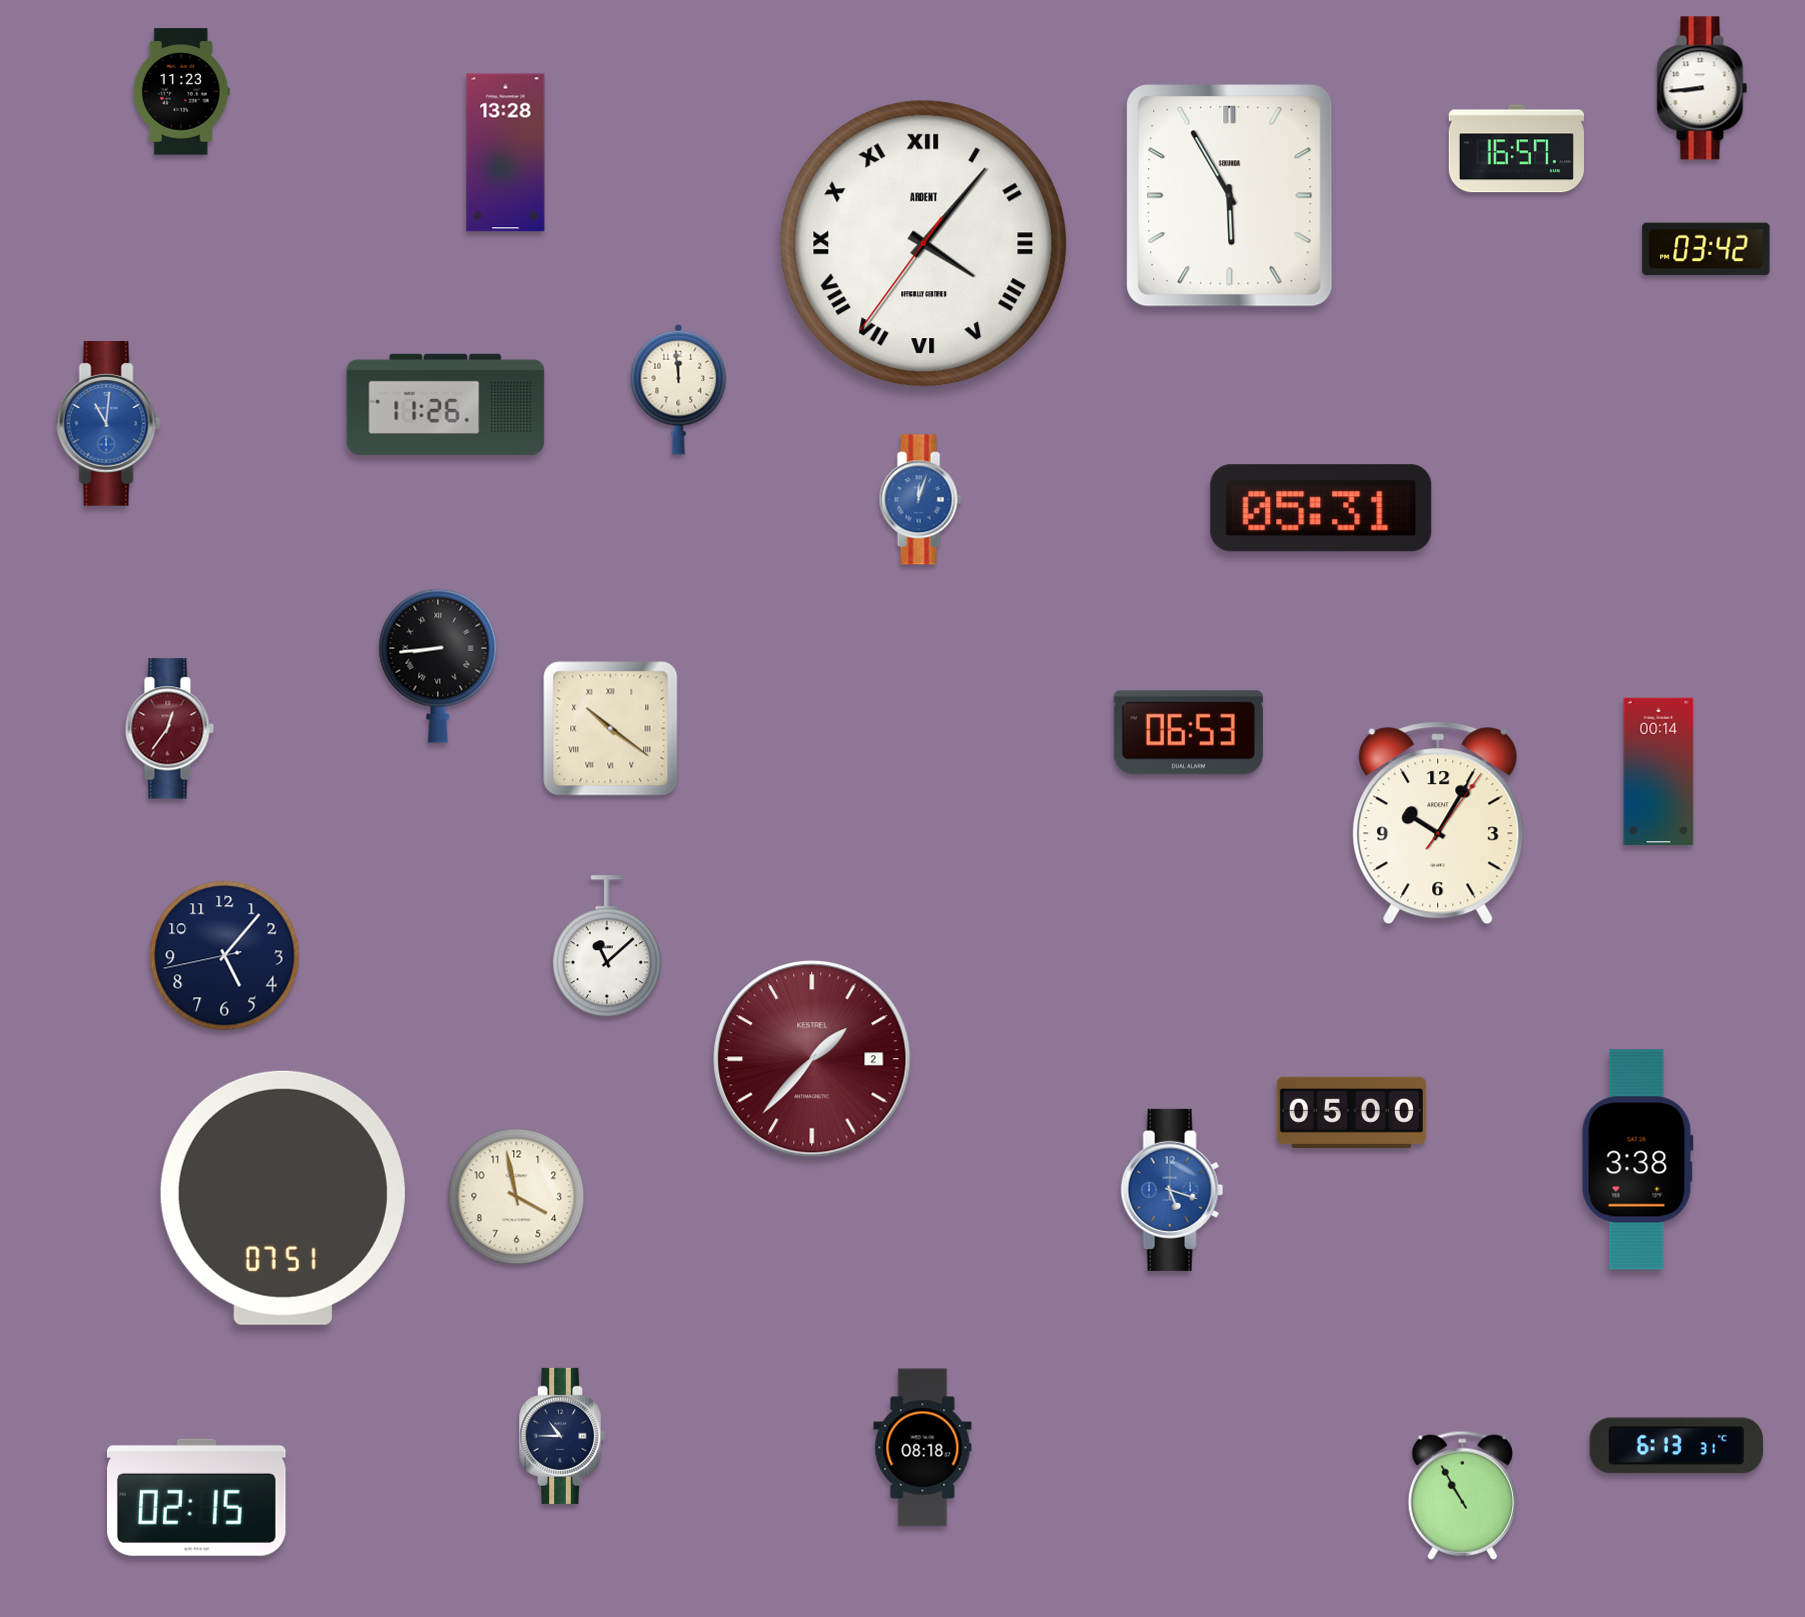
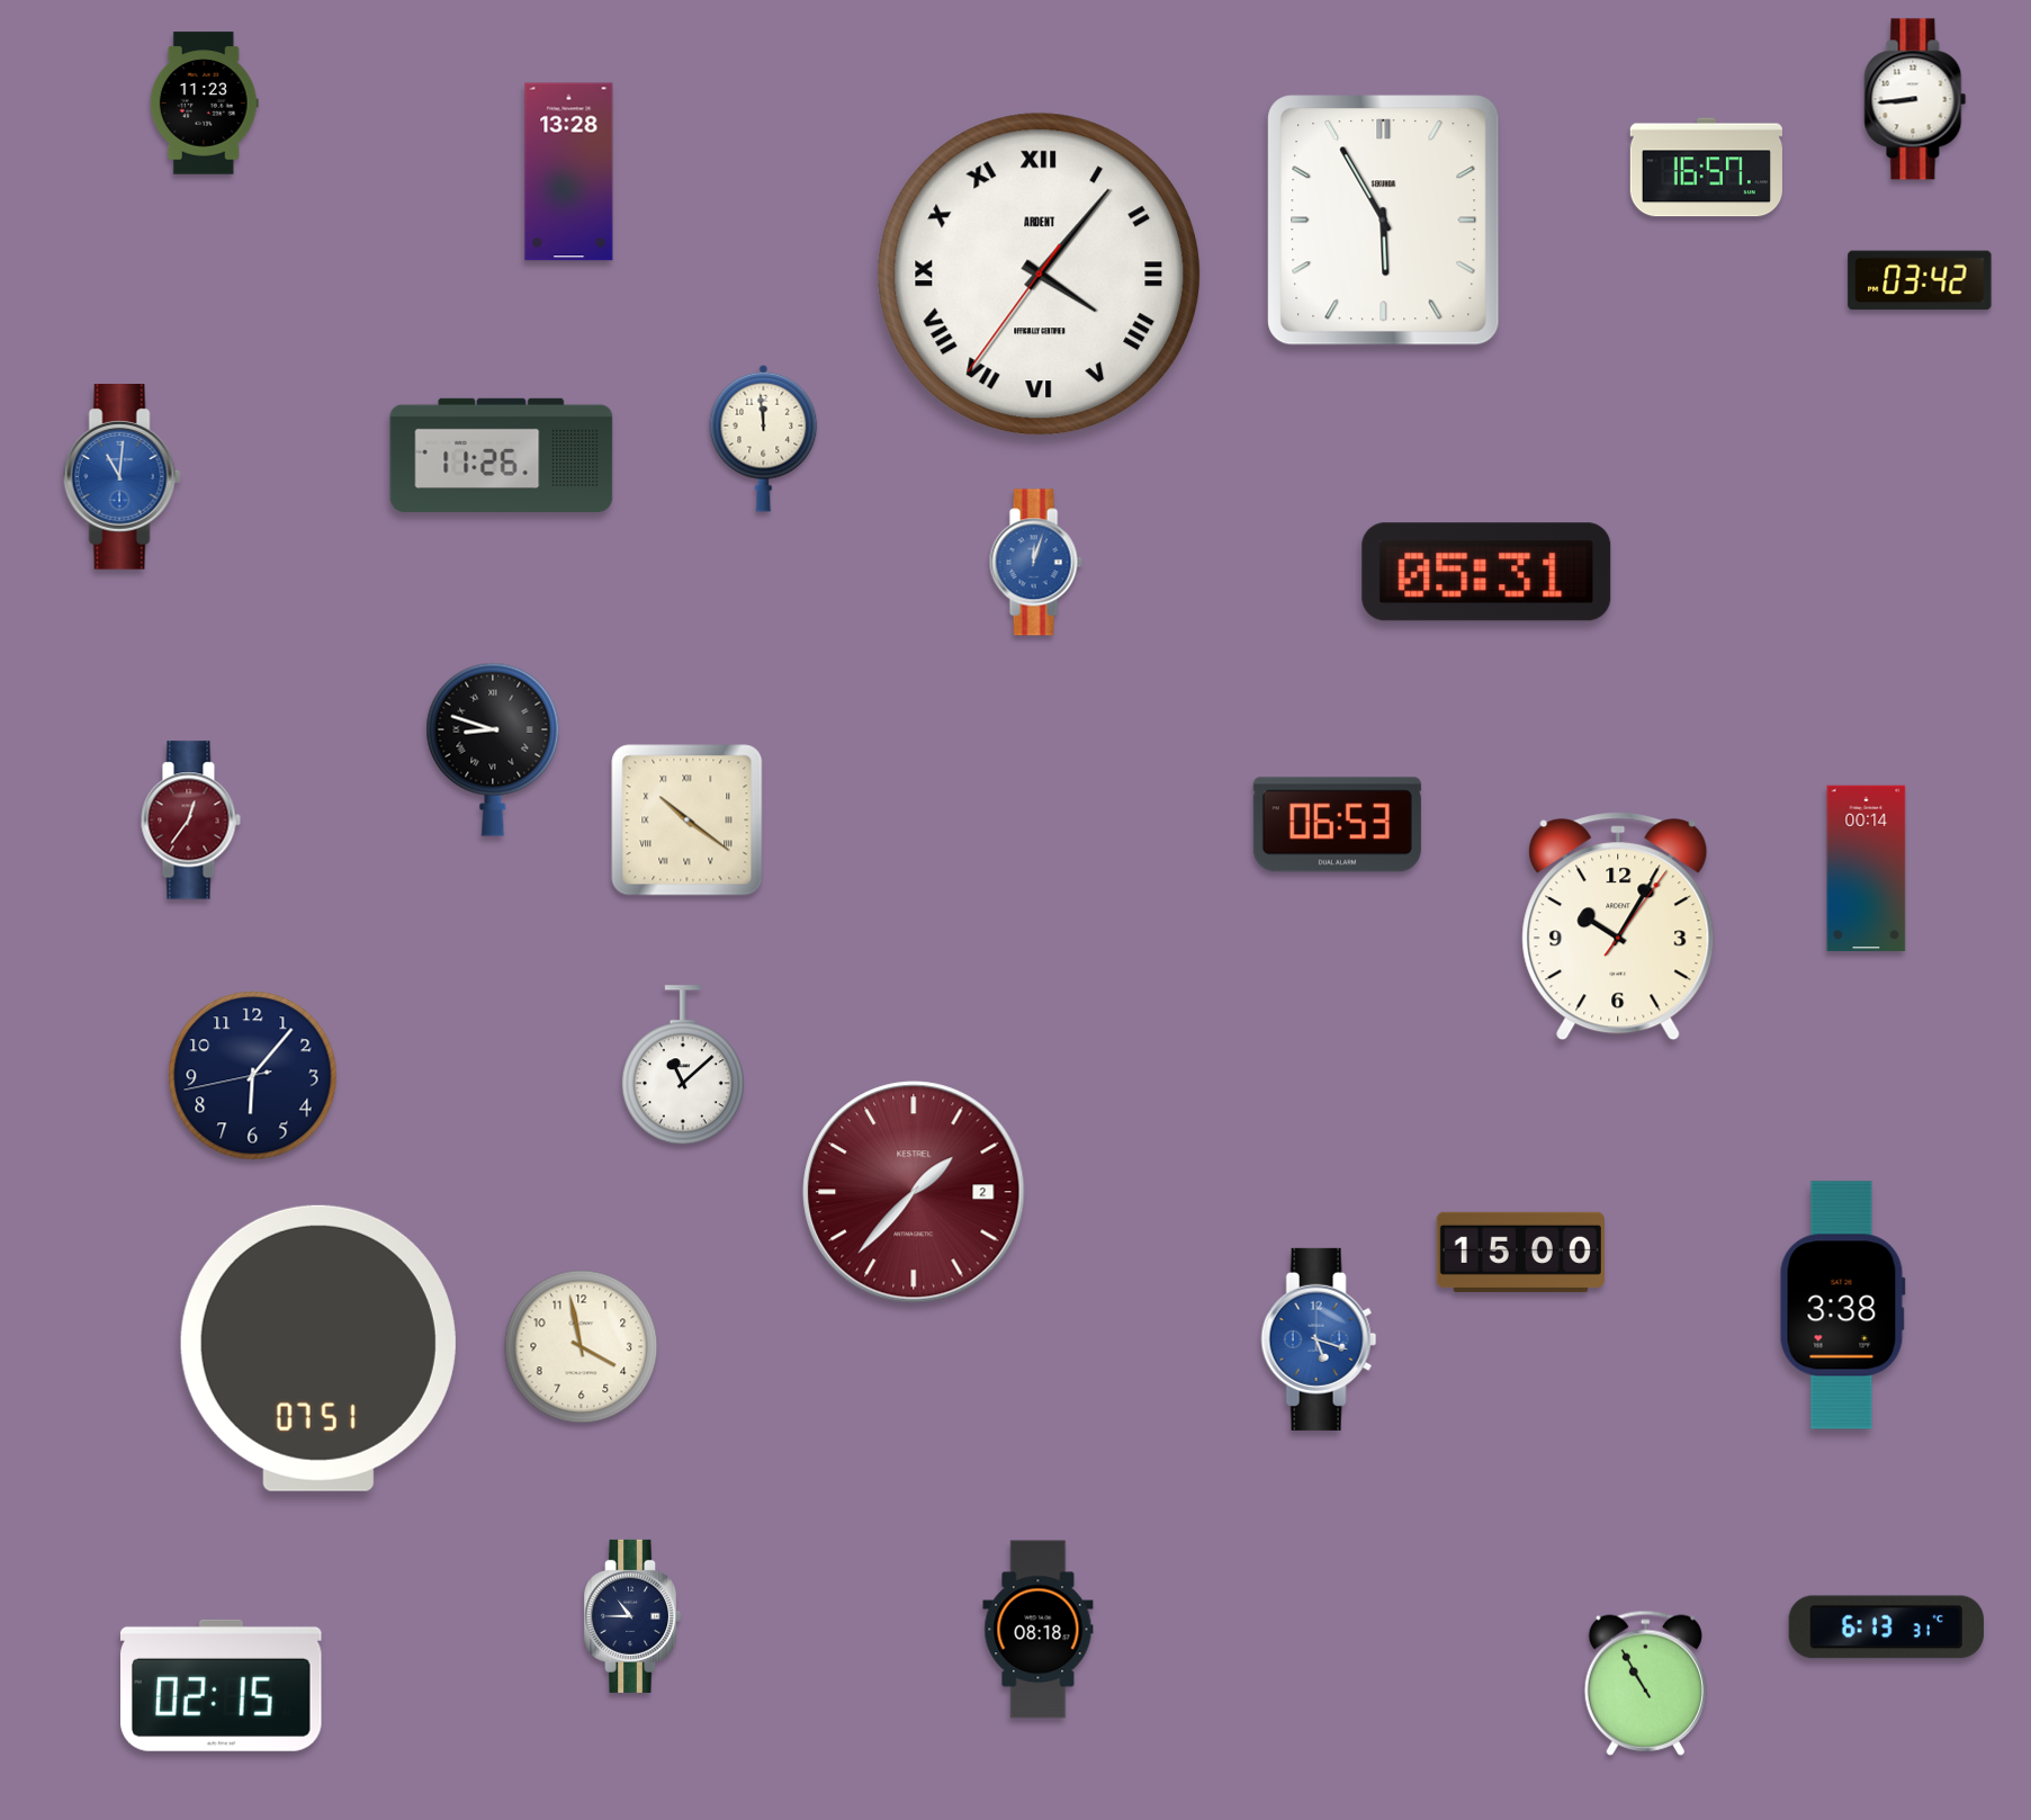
clock at (438, 666): 8:44 -> 8:48
clock at (225, 956): 5:06 -> 6:06
clock at (1351, 1112): 05:00 -> 15:00
